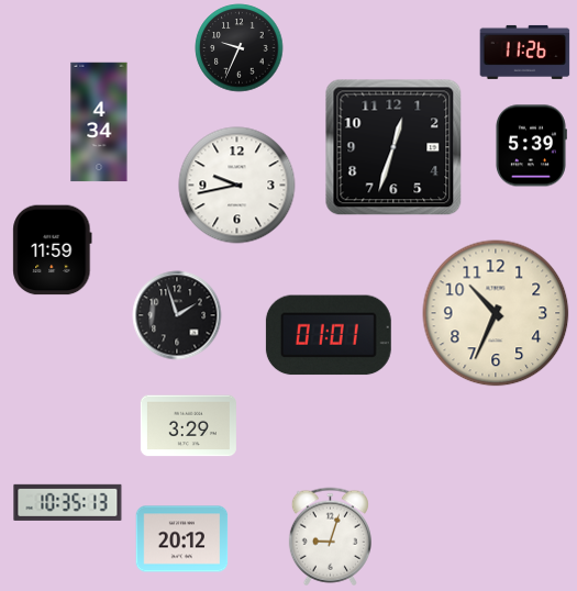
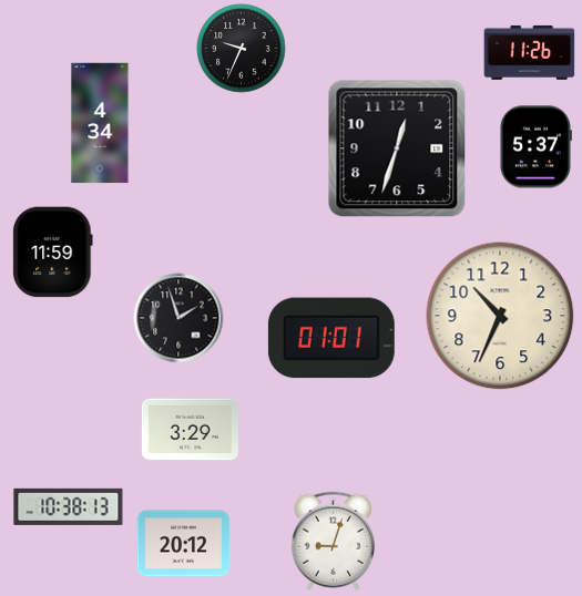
clock at (532, 146): 5:39 -> 5:37
clock at (237, 186): 9:43 -> none
clock at (68, 502): 10:35 -> 10:38
